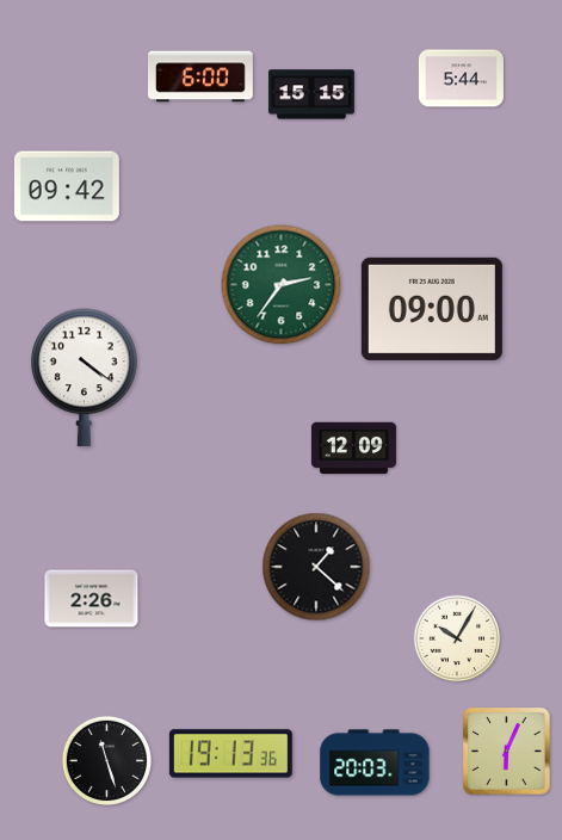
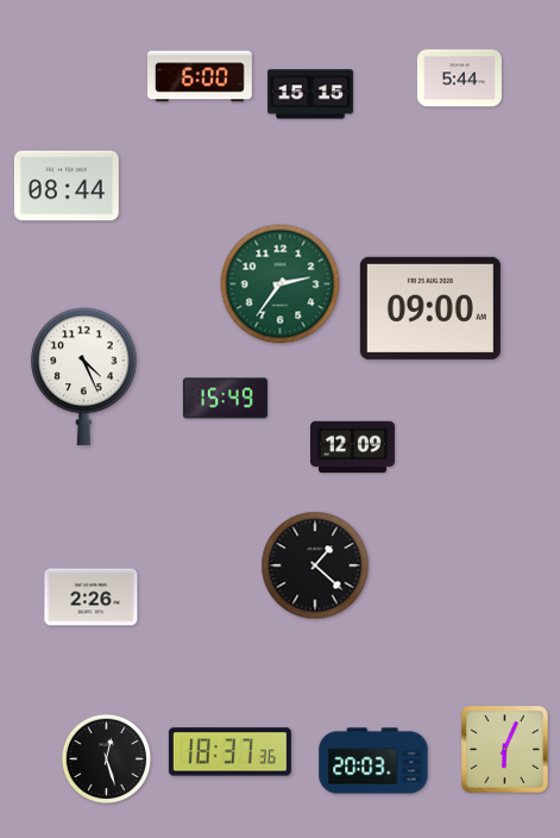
clock at (67, 186): 09:42 -> 08:44
clock at (85, 378): 4:21 -> 4:26
clock at (225, 399): none -> 15:49
clock at (457, 638): 10:05 -> none
clock at (230, 754): 19:13 -> 18:37
clock at (106, 760): 11:27 -> 12:27
